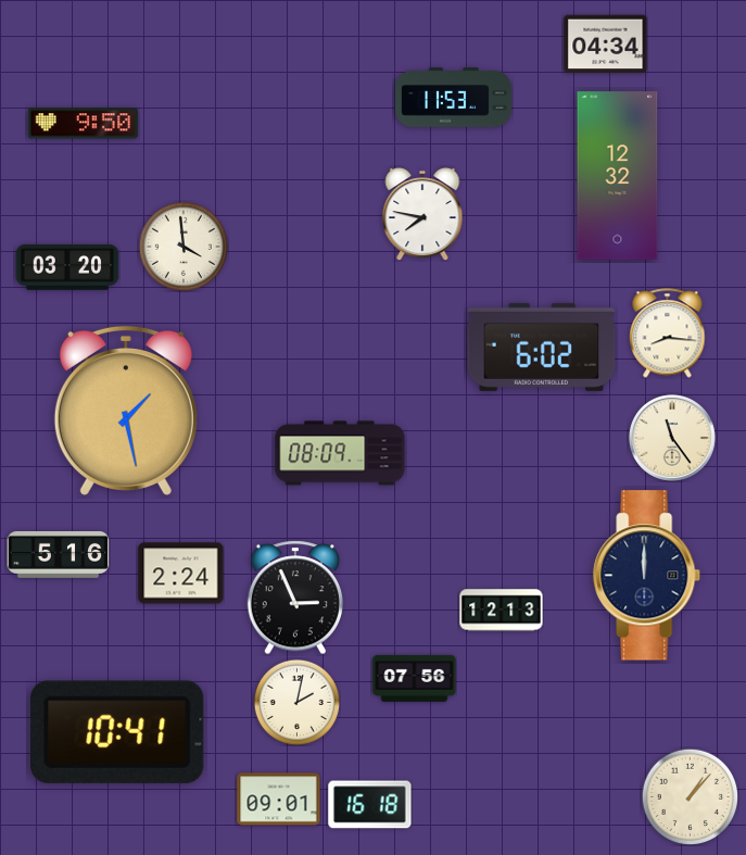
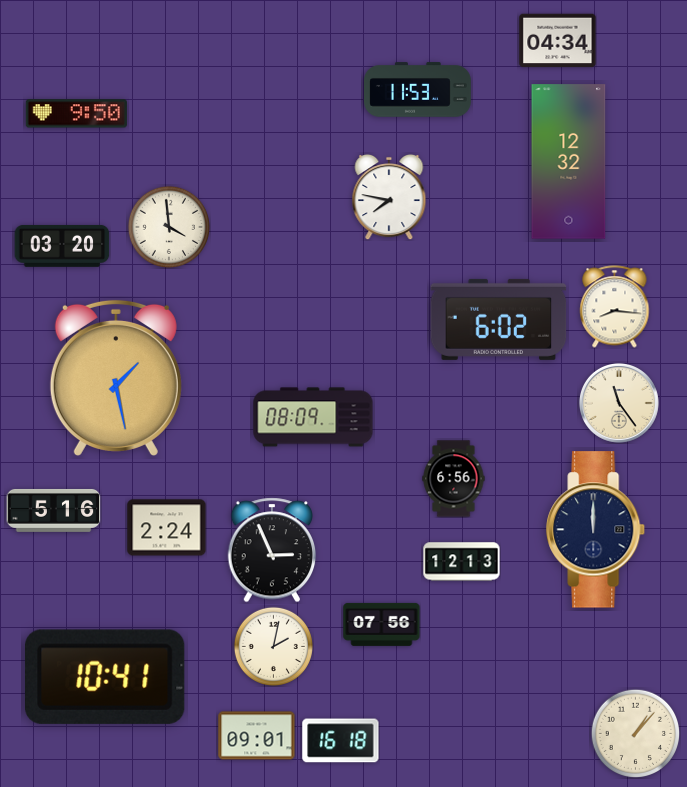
clock at (454, 479): none -> 6:56
clock at (118, 732) position: (118, 732) -> (106, 677)
